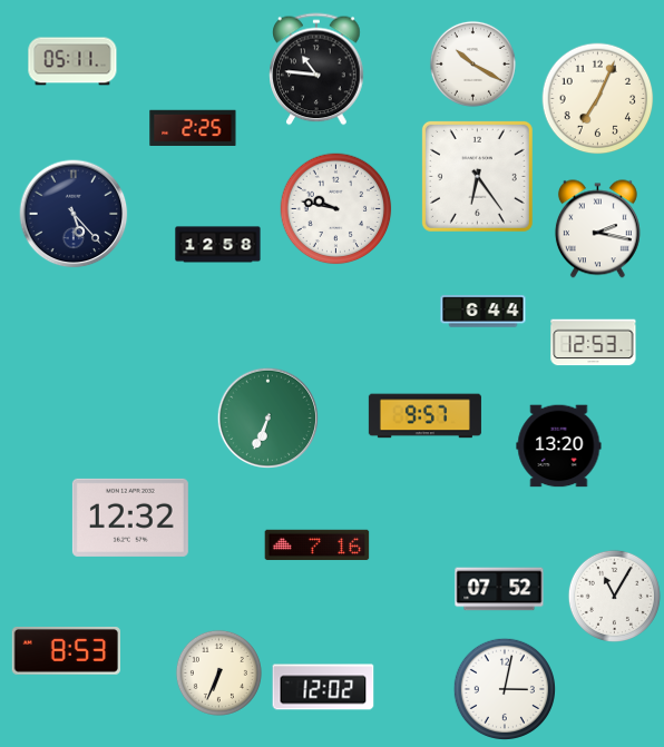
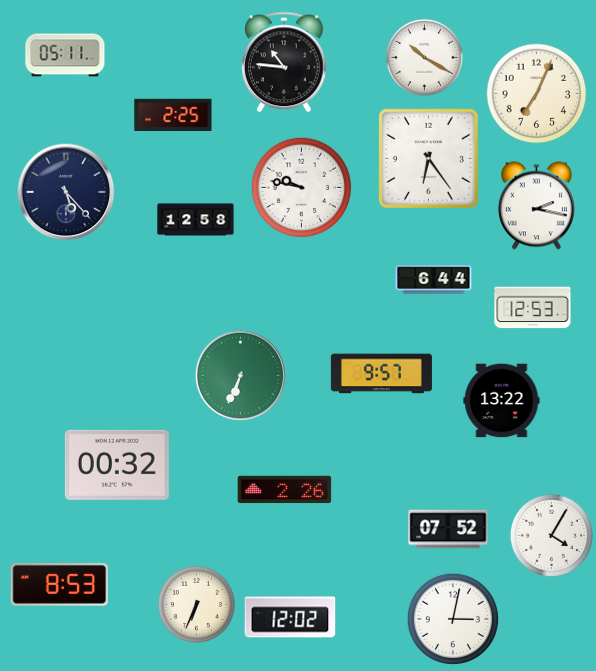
clock at (598, 99) position: (598, 99) -> (537, 94)
clock at (559, 446): 13:20 -> 13:22
clock at (130, 518): 12:32 -> 00:32
clock at (318, 545): 7:16 -> 2:26
clock at (614, 596): 11:05 -> 4:05
